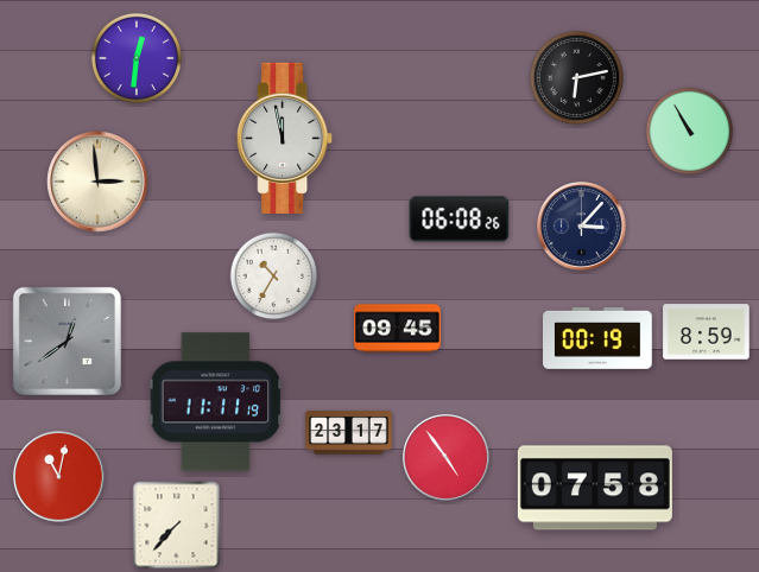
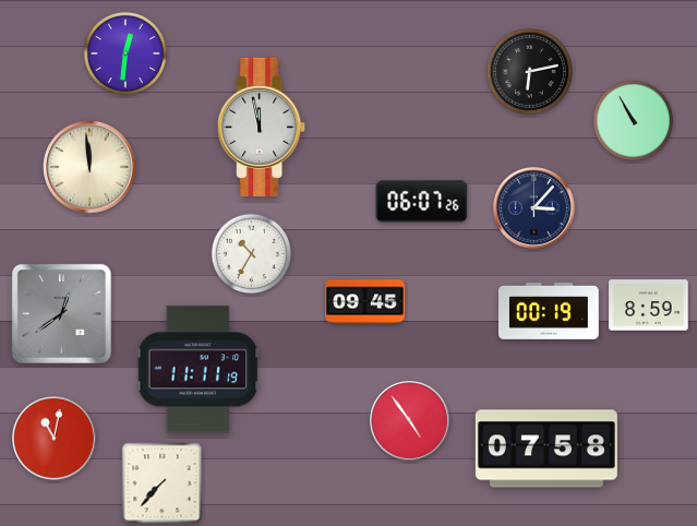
clock at (97, 182): 2:59 -> 11:59
clock at (460, 220): 06:08 -> 06:07
clock at (349, 433): 23:17 -> none
